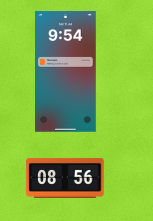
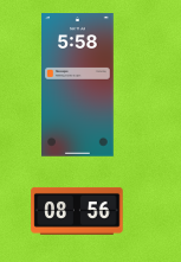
clock at (66, 72): 9:54 -> 5:58
